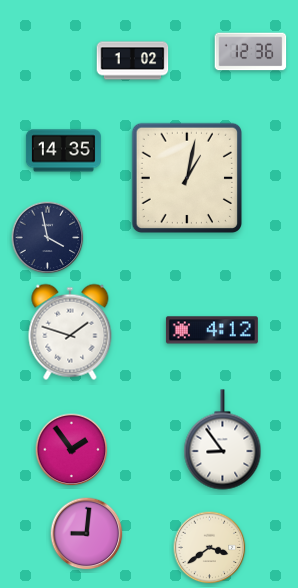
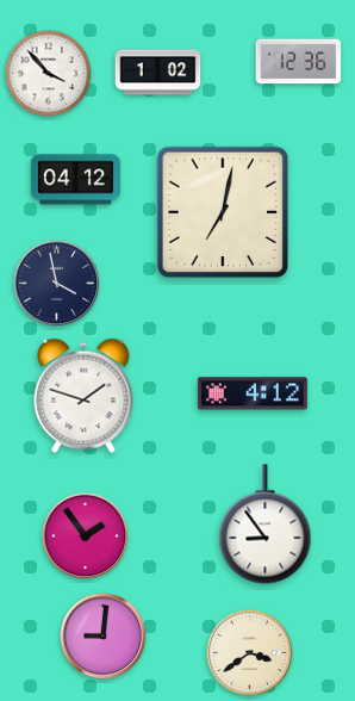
clock at (49, 74): none -> 3:53
clock at (63, 151): 14:35 -> 04:12
clock at (186, 177): 1:02 -> 7:02
